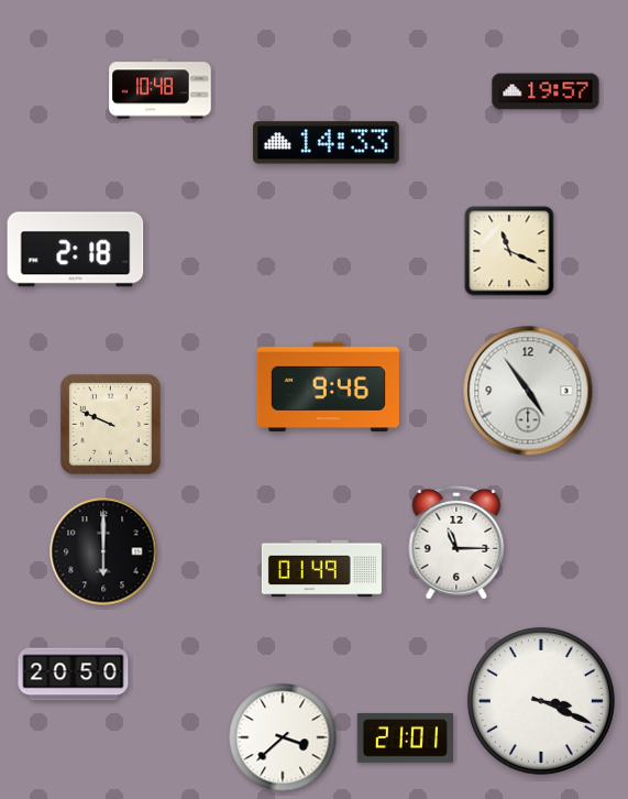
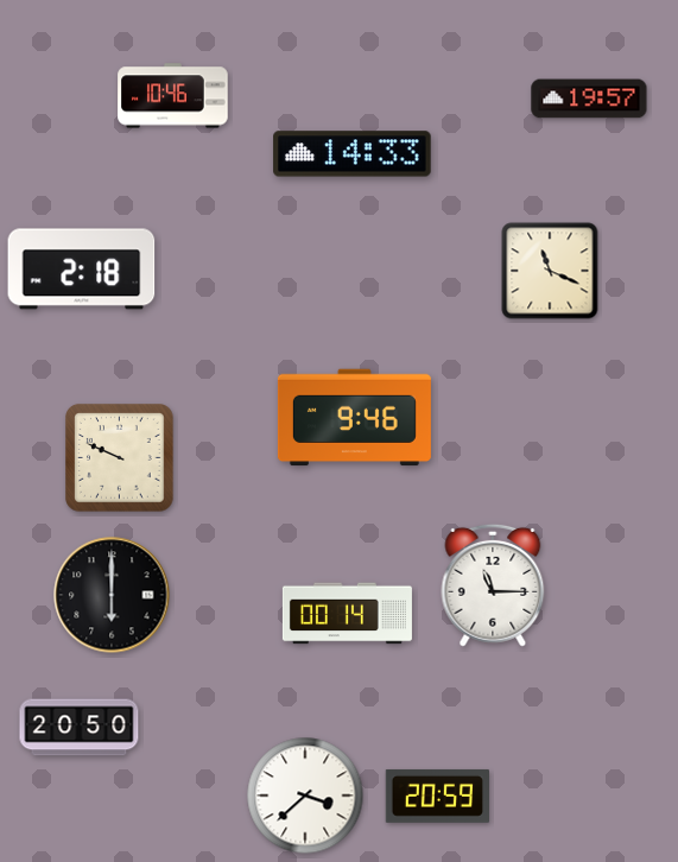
clock at (161, 89): 10:48 -> 10:46
clock at (528, 391): 4:54 -> none
clock at (321, 569): 01:49 -> 00:14
clock at (541, 701): 3:19 -> none
clock at (405, 737): 21:01 -> 20:59
